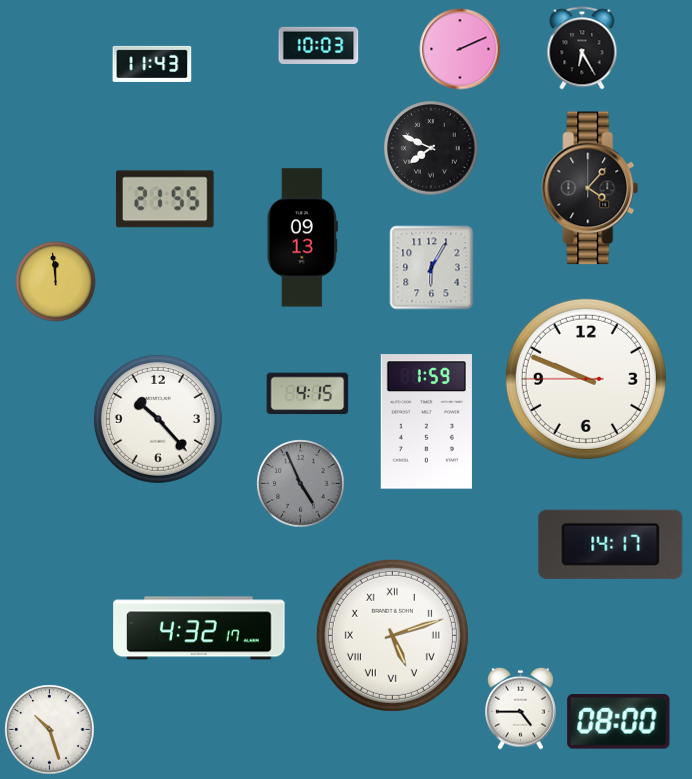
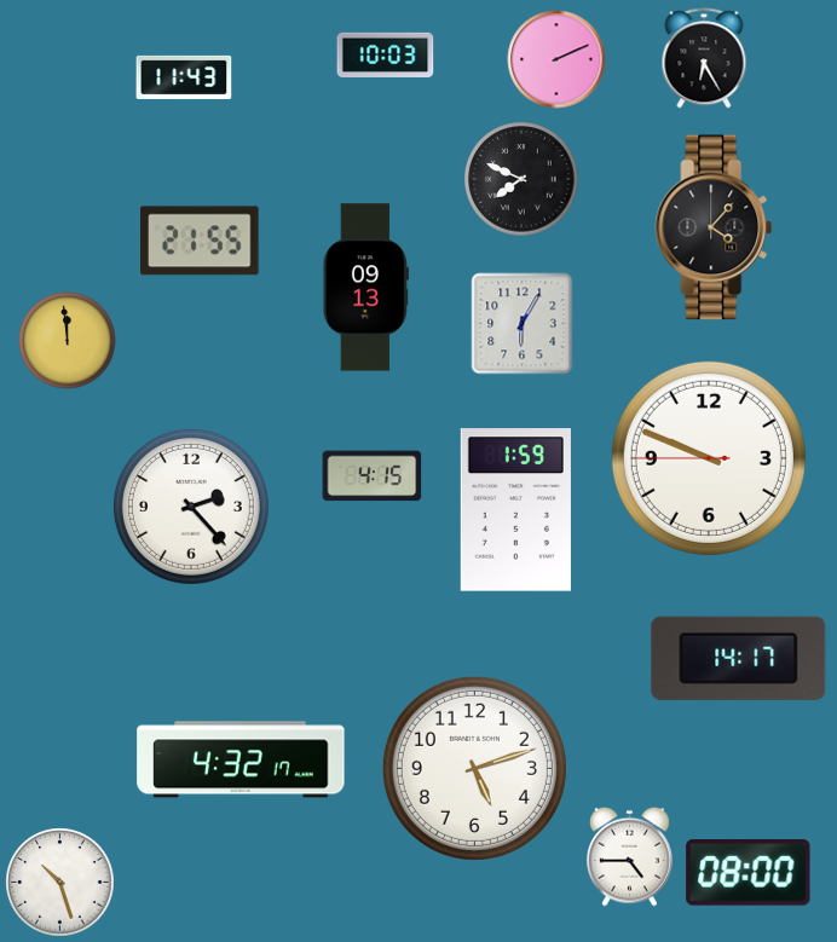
clock at (158, 419): 10:23 -> 2:23
clock at (301, 484): 4:56 -> none
clock at (392, 635) numerals: Roman -> Arabic
